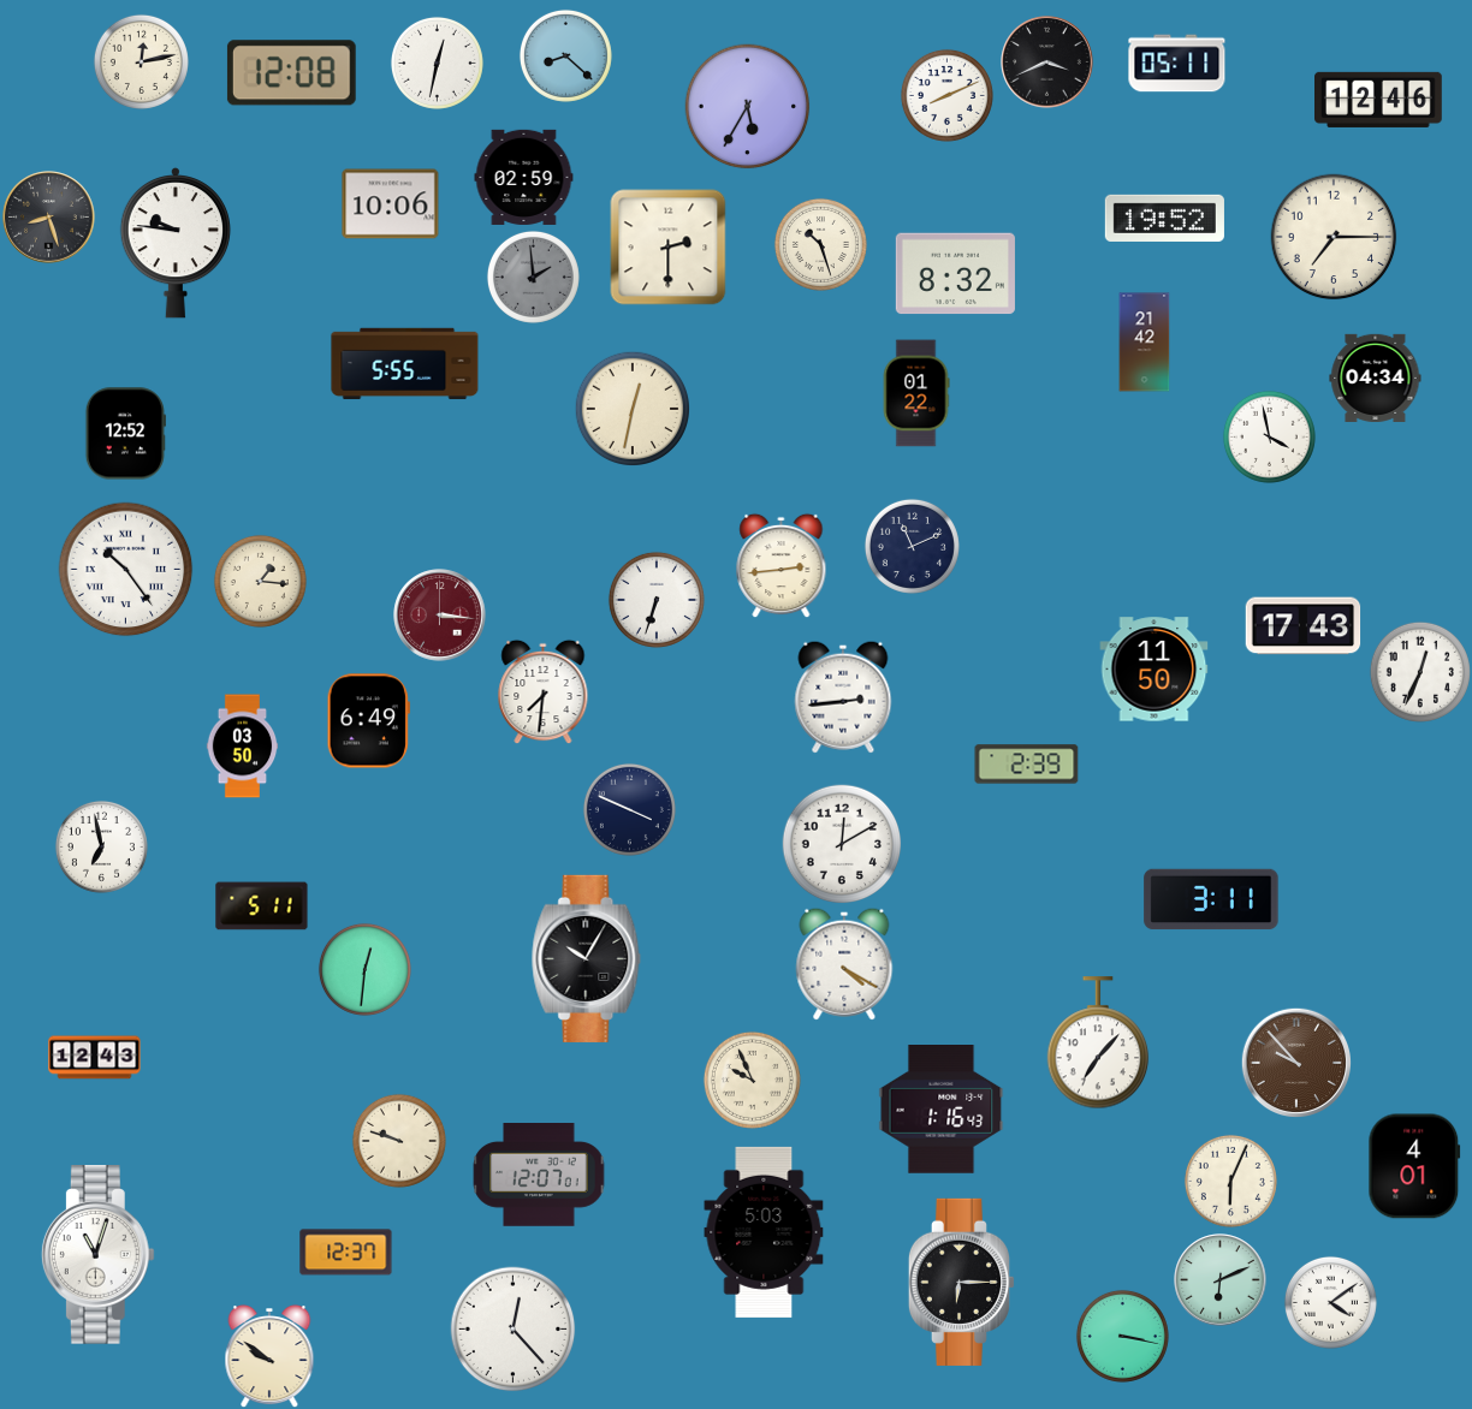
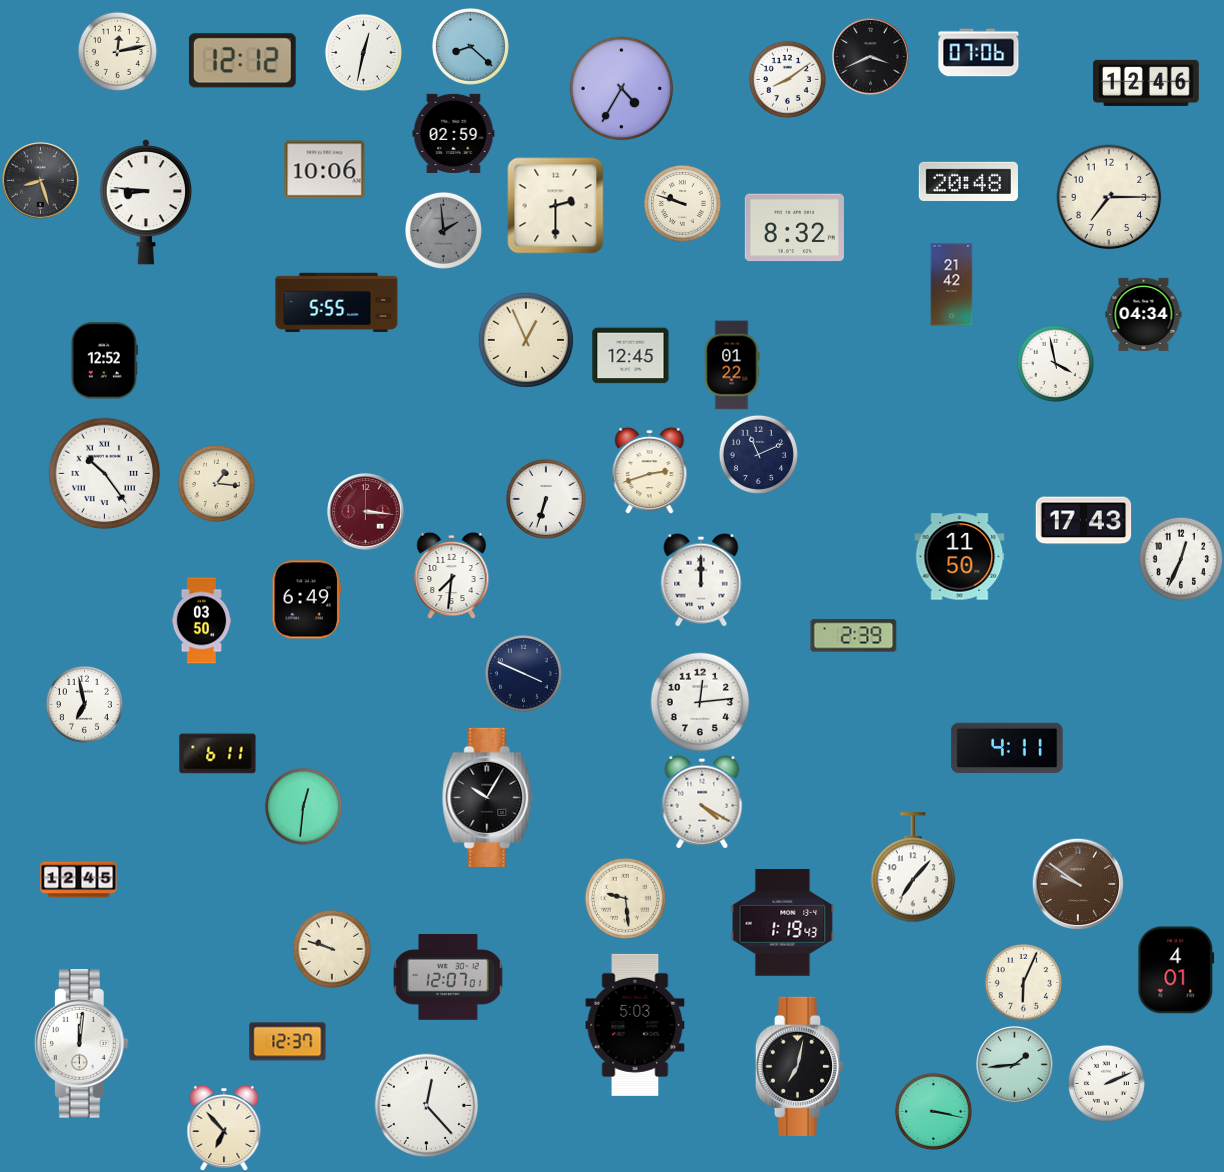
clock at (1047, 63) position: (1047, 63) -> (871, 57)
clock at (1177, 64): 05:11 -> 07:06
clock at (291, 73): 12:08 -> 12:12
clock at (946, 95): 8:11 -> 8:09
clock at (748, 107): 5:35 -> 4:35
clock at (524, 177) position: (524, 177) -> (454, 133)
clock at (1164, 218): 19:52 -> 20:48
clock at (174, 243): 9:46 -> 8:46
clock at (820, 244): 10:27 -> 9:48
clock at (916, 393) position: (916, 393) -> (732, 365)
clock at (631, 408): 12:32 -> 12:56
clock at (631, 356): none -> 12:45
clock at (782, 565): 2:44 -> 2:42
clock at (843, 697): 2:44 -> 12:00
clock at (842, 844): 12:10 -> 12:14
clock at (1211, 899): 3:11 -> 4:11
clock at (262, 906): 5:11 -> 6:11
clock at (95, 1058): 12:43 -> 12:45
clock at (1295, 1062): 9:53 -> 9:51
clock at (752, 1080): 9:56 -> 9:29
clock at (942, 1110): 1:16 -> 1:19
clock at (97, 1255): 11:03 -> 12:01
clock at (1221, 1280): 6:11 -> 1:44
clock at (961, 1282): 6:15 -> 7:02
clock at (1330, 1302): 4:09 -> 2:11
clock at (269, 1357): 9:51 -> 6:53
